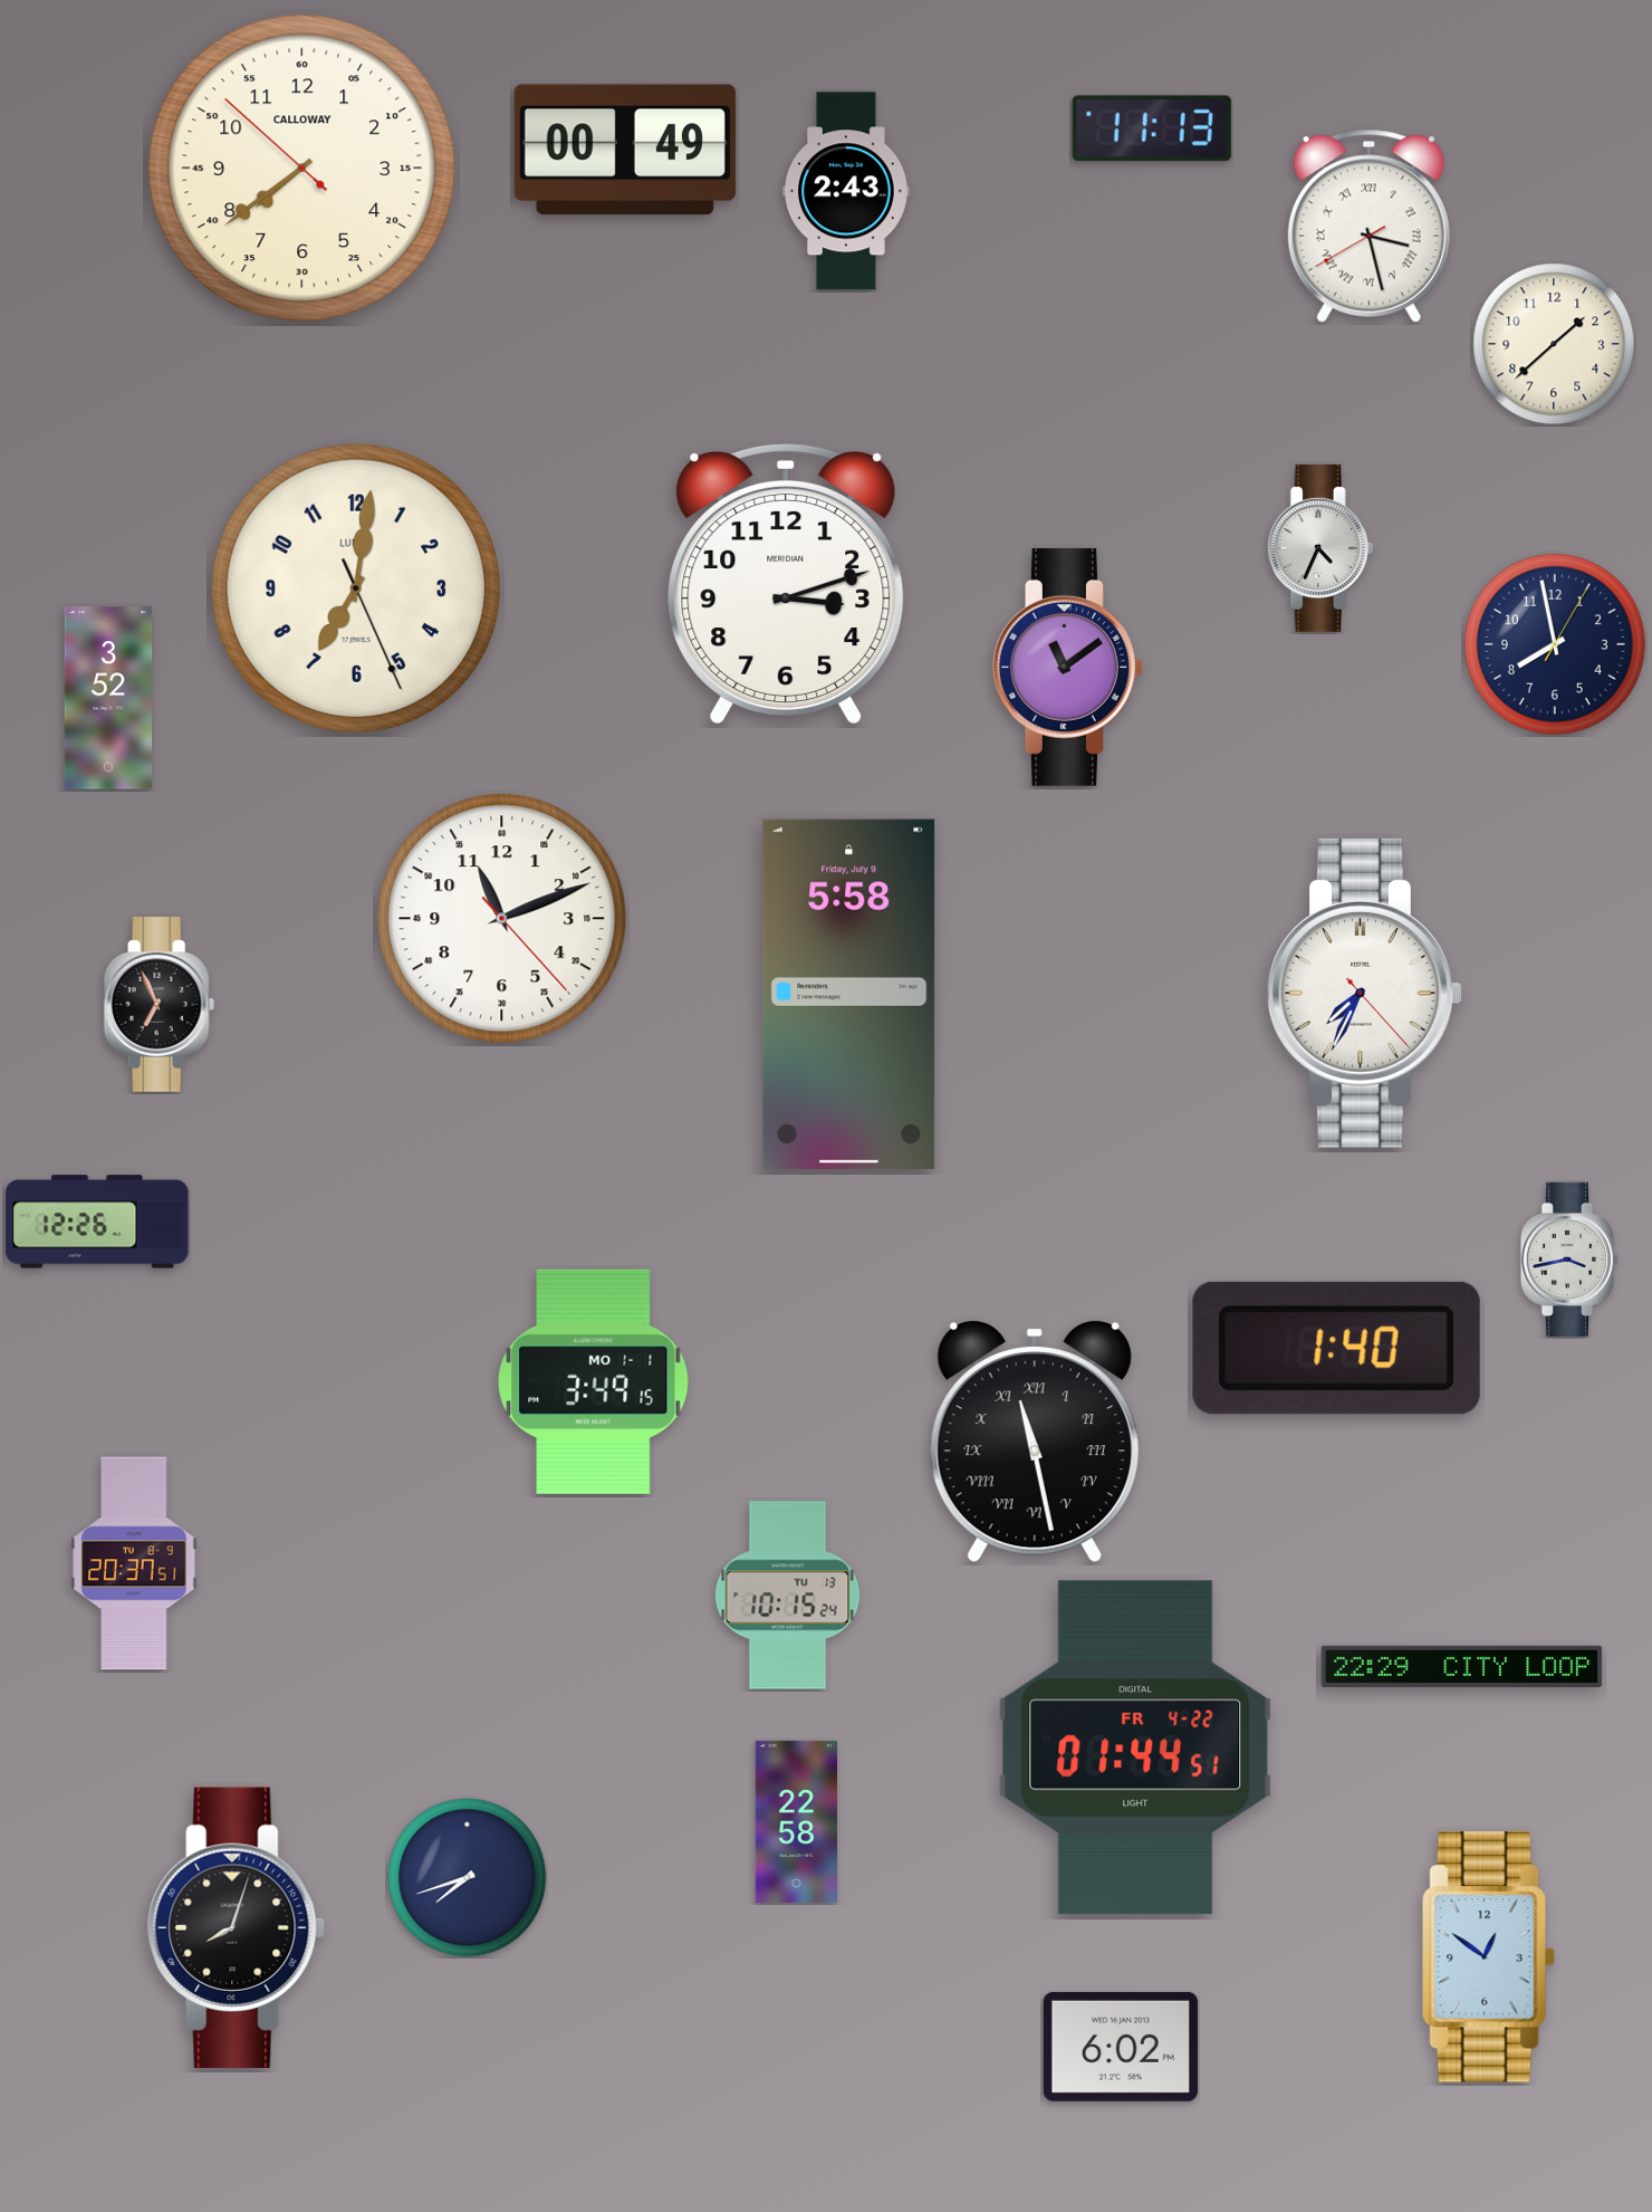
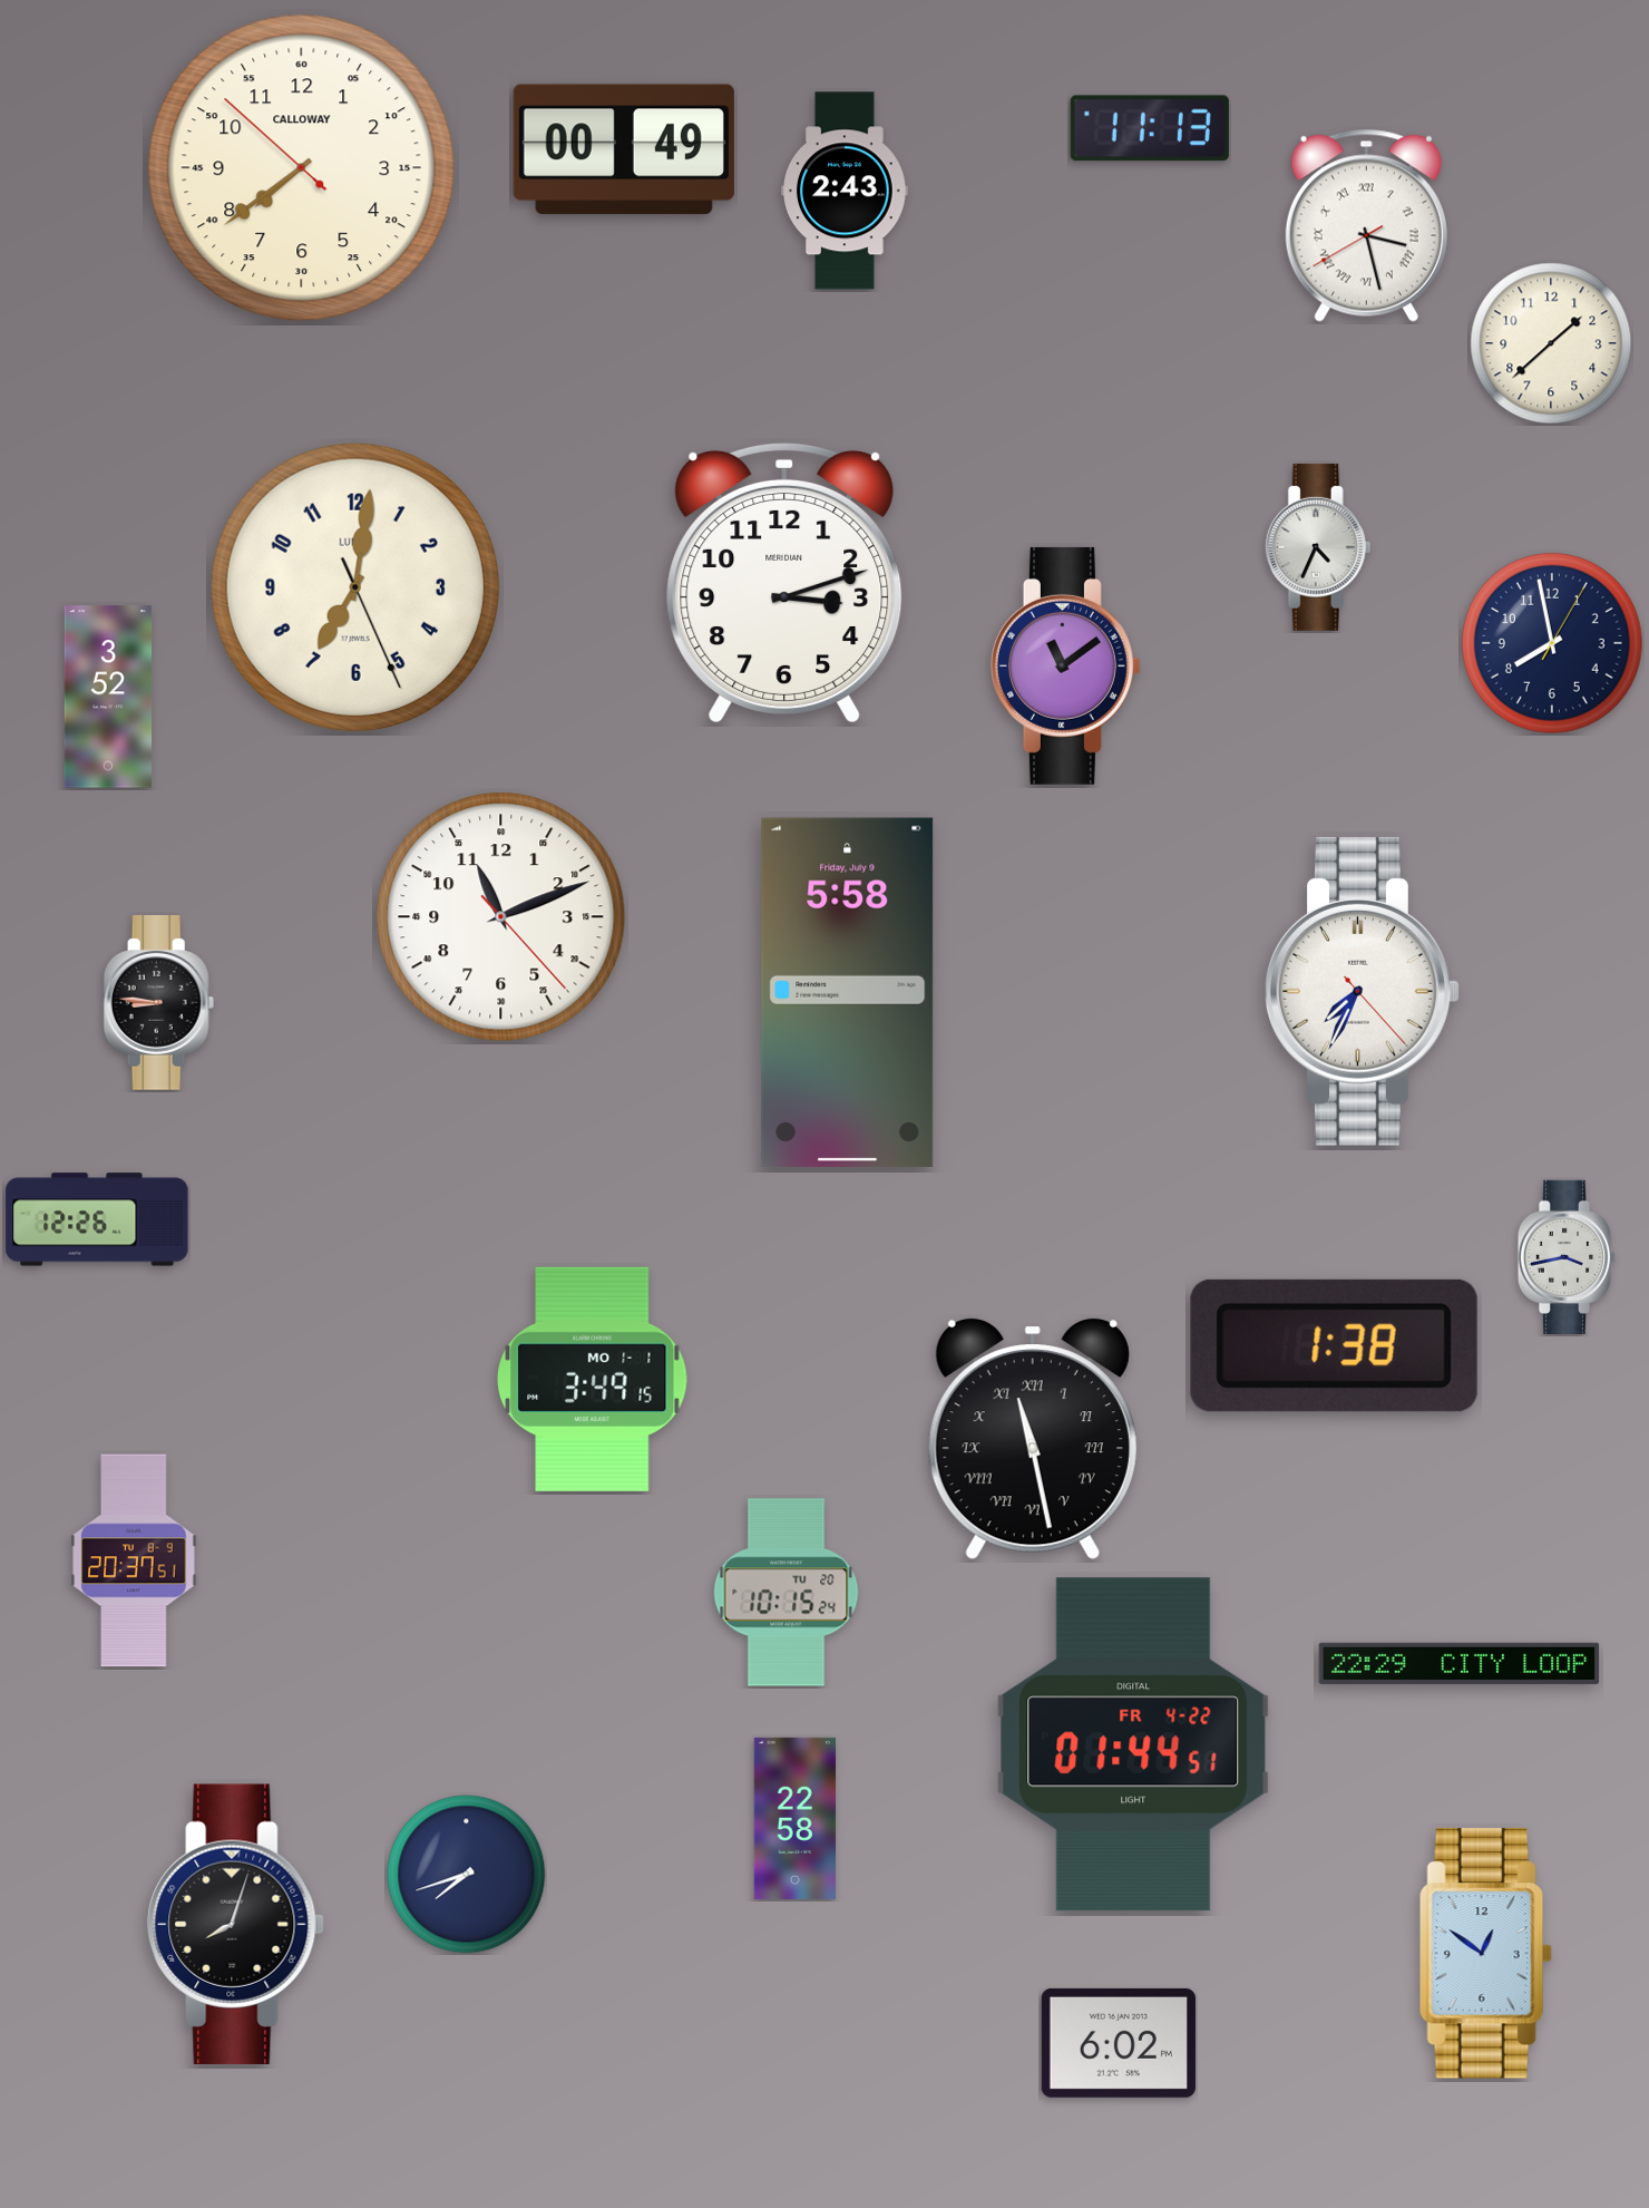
clock at (160, 1005): 6:56 -> 8:46
clock at (1336, 1348): 1:40 -> 1:38
clock at (788, 1596) date: TU 13 -> TU 20
